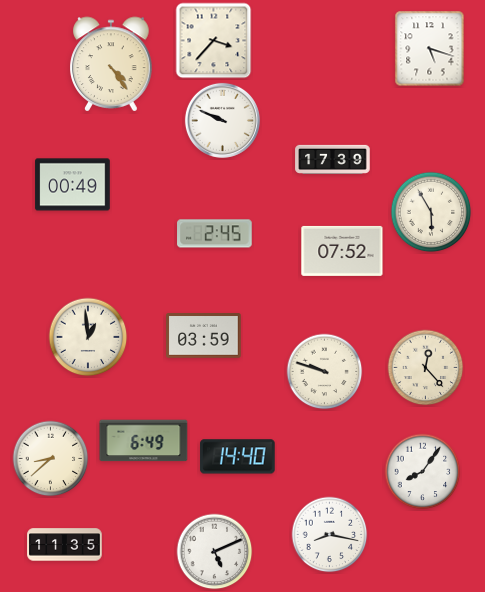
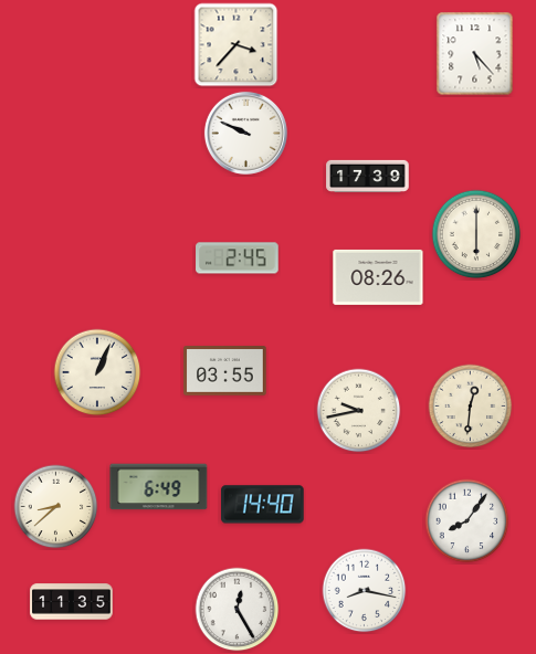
clock at (430, 49): 5:18 -> 5:23
clock at (111, 64): 4:24 -> none
clock at (73, 185): 00:49 -> none
clock at (431, 212): 5:55 -> 6:00
clock at (342, 251): 07:52 -> 08:26
clock at (204, 336): 03:59 -> 03:55
clock at (88, 337): 12:59 -> 1:04
clock at (426, 368): 12:23 -> 12:31
clock at (325, 372): 9:48 -> 9:43
clock at (215, 552): 5:11 -> 12:25
